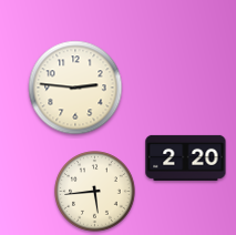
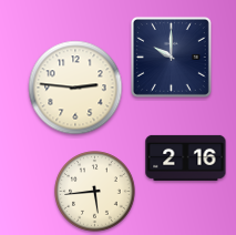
clock at (171, 57): none -> 10:00
clock at (186, 157): 2:20 -> 2:16
